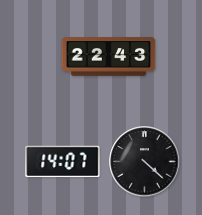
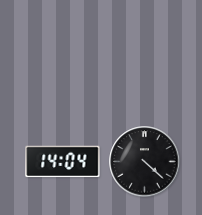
clock at (109, 57): 22:43 -> none
clock at (63, 162): 14:07 -> 14:04
